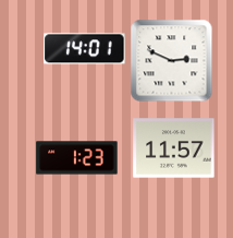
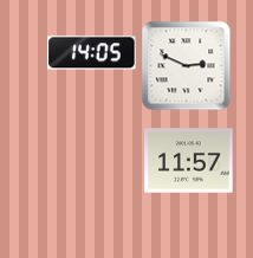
clock at (85, 49): 14:01 -> 14:05
clock at (77, 158): 1:23 -> none
